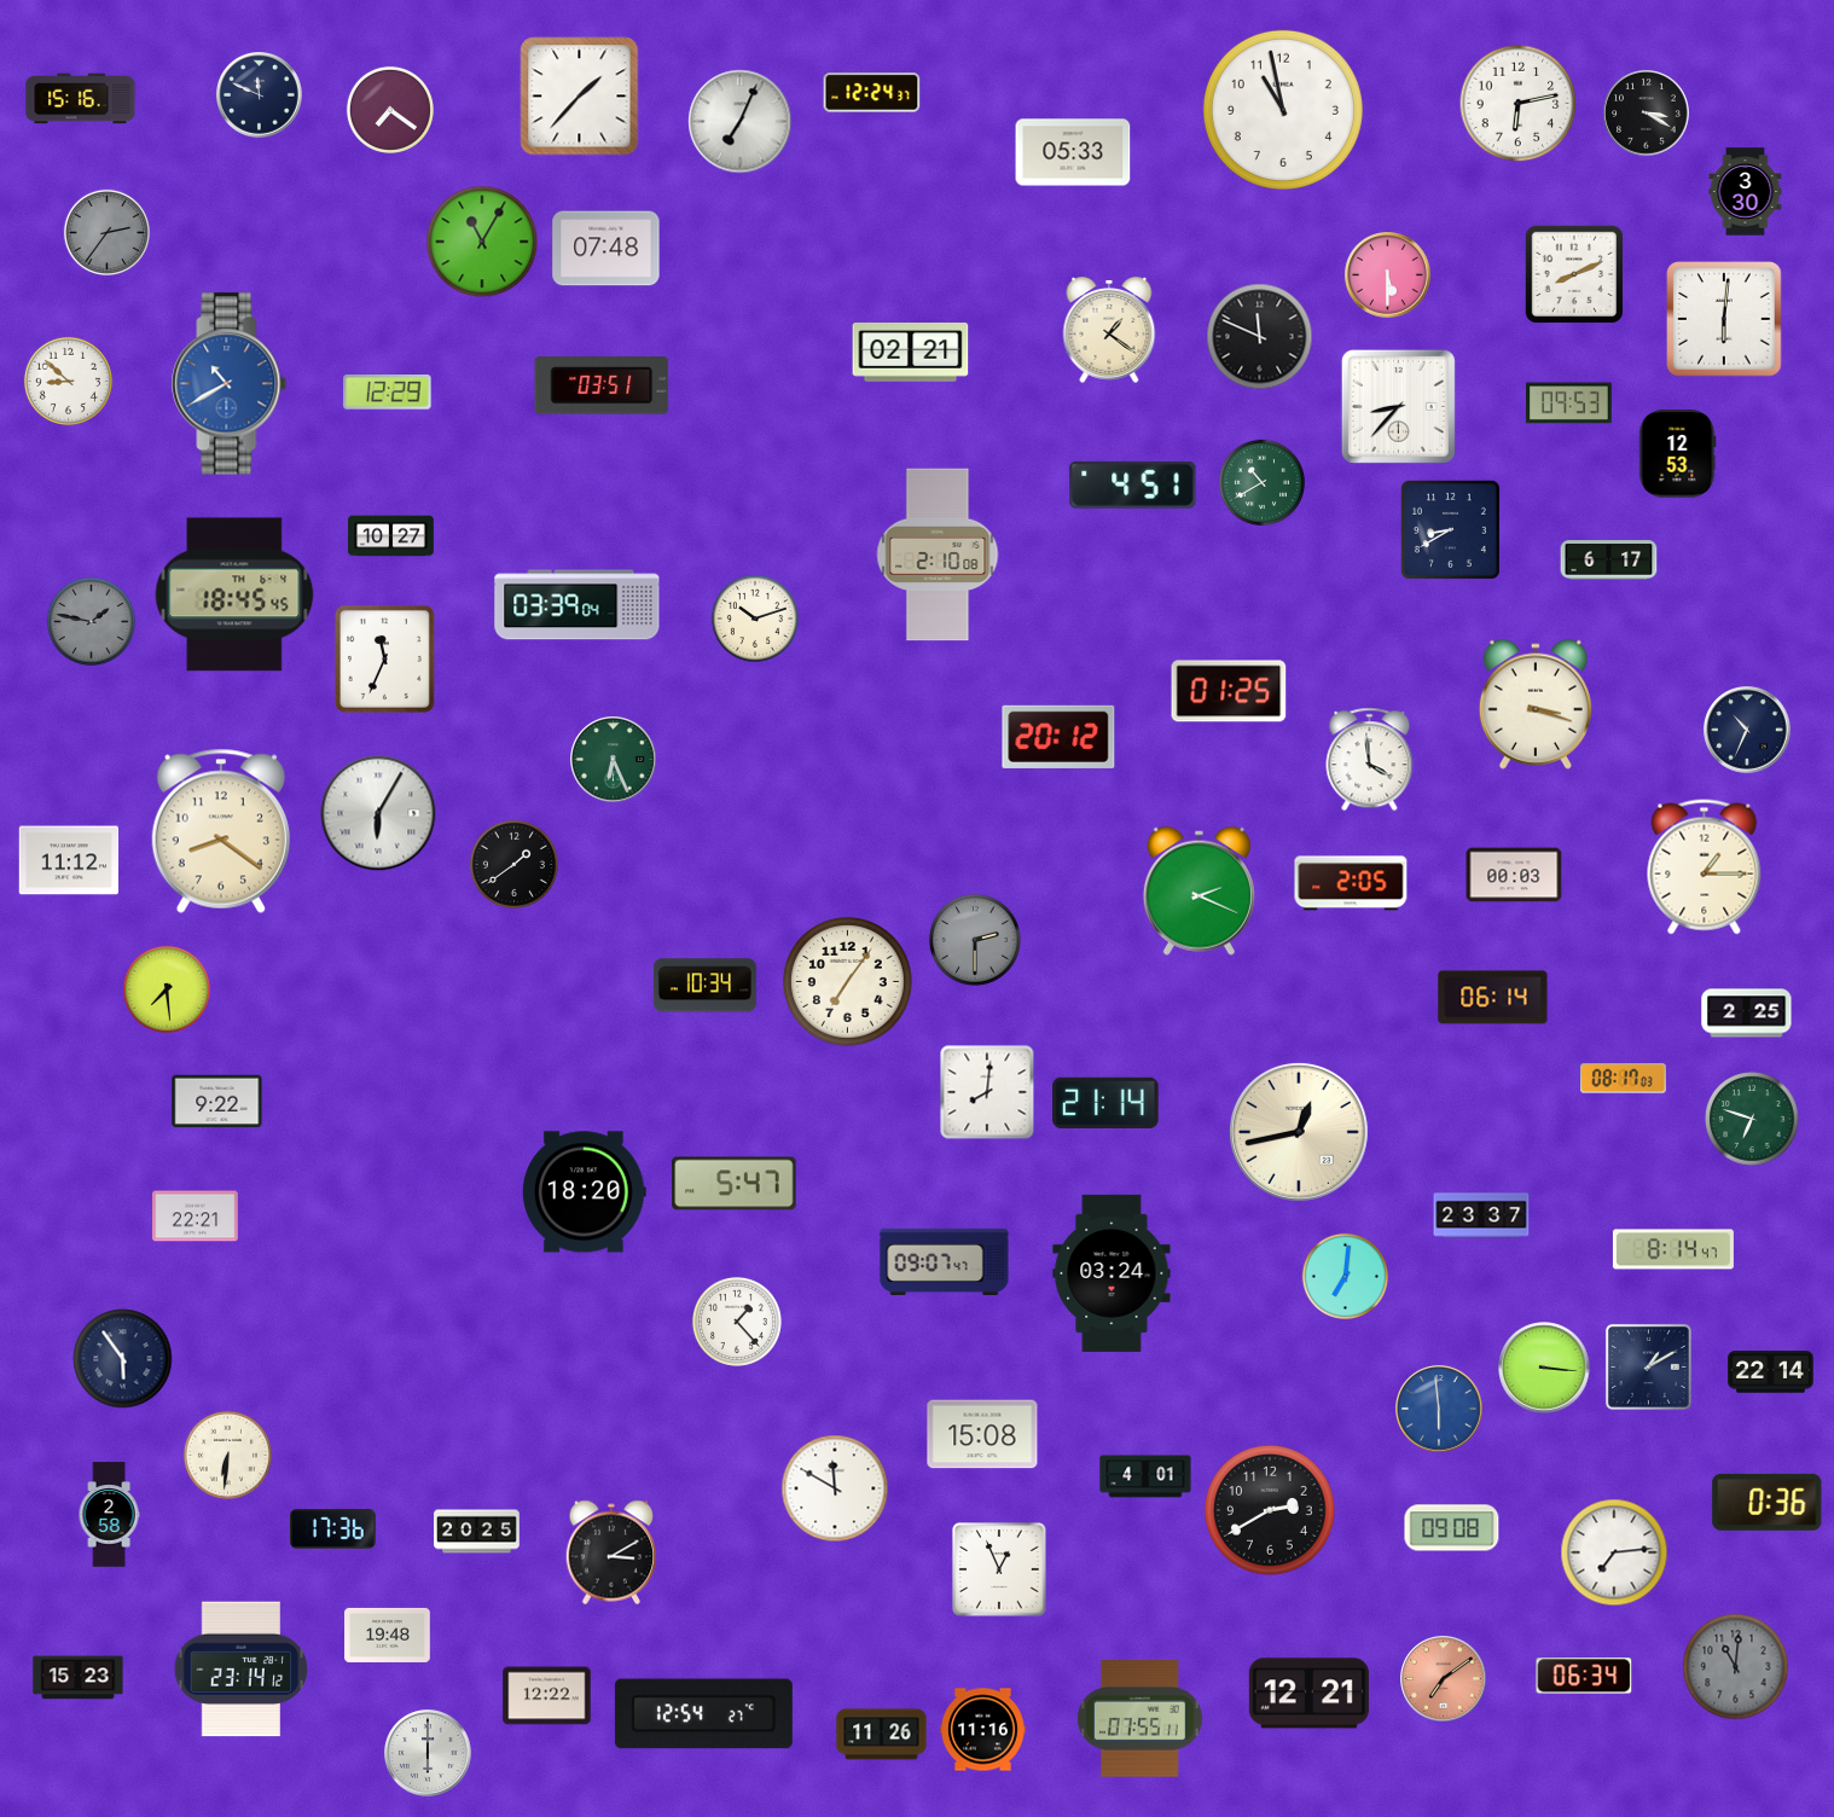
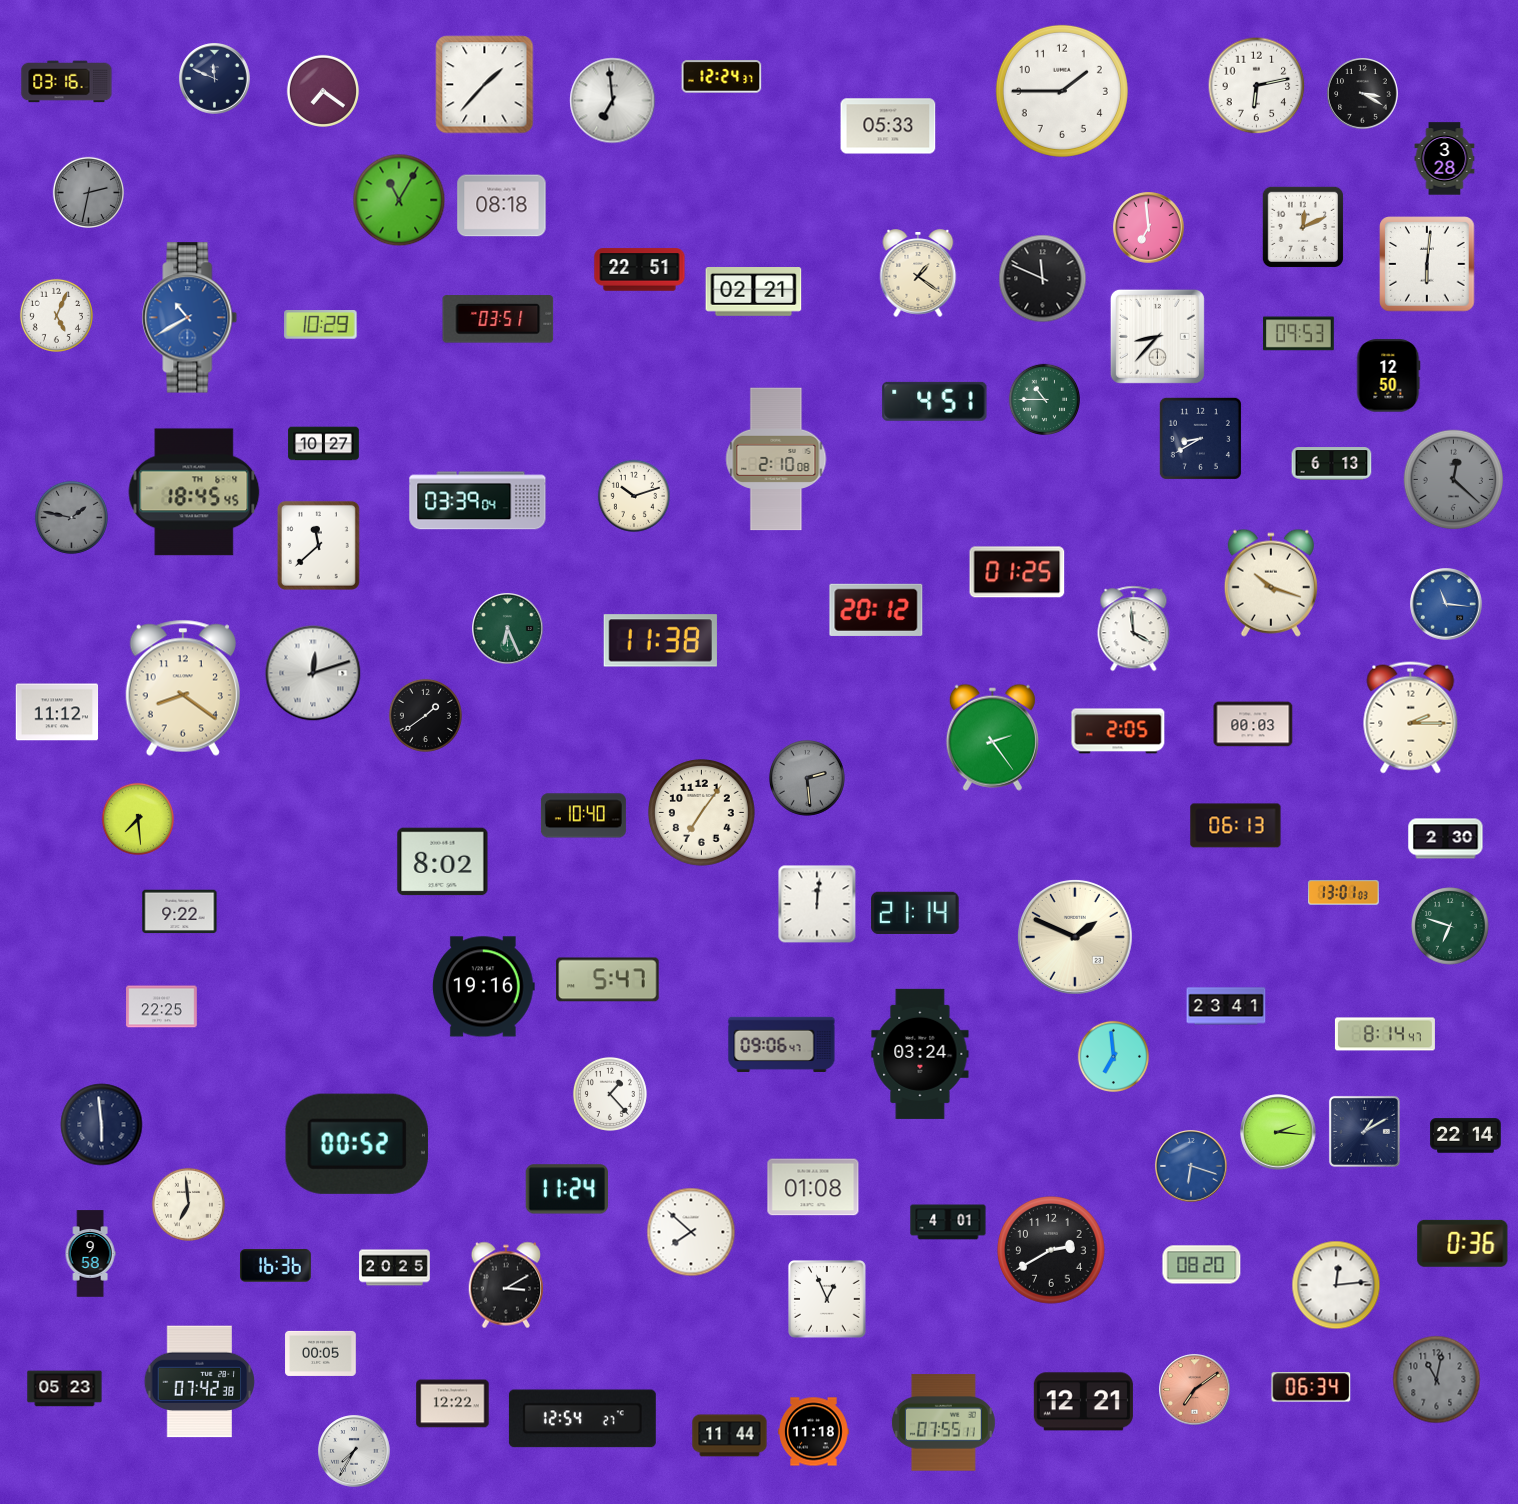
clock at (580, 97) position: (580, 97) -> (485, 85)
clock at (81, 99): 15:16 -> 03:16
clock at (1283, 110): 10:58 -> 1:45
clock at (741, 122): 7:04 -> 6:59
clock at (1746, 192): 3:30 -> 3:28
clock at (108, 233): 2:36 -> 2:32
clock at (607, 249): 07:48 -> 08:18
clock at (1573, 273): 8:11 -> 12:11
clock at (1388, 275): 5:30 -> 6:59
clock at (640, 270): none -> 22:51
clock at (68, 381): 8:52 -> 5:04
clock at (388, 393): 12:29 -> 10:29
clock at (1678, 454): 12:53 -> 12:50
clock at (1263, 483): 10:40 -> 10:45
clock at (1133, 484) position: (1133, 484) -> (935, 401)
clock at (1609, 561): 6:17 -> 6:13
clock at (1454, 480): none -> 12:22
clock at (755, 619) position: (755, 619) -> (634, 496)
clock at (91, 621) position: (91, 621) -> (71, 517)
clock at (384, 658): 11:34 -> 11:38
clock at (1536, 704): 3:18 -> 10:18
clock at (1747, 730): 10:34 -> 11:16
clock at (1747, 730) dial: navy -> blue
clock at (660, 641): none -> 11:38
clock at (378, 813): 6:05 -> 12:12
clock at (1705, 867): 1:15 -> 2:15
clock at (1199, 890): 2:19 -> 2:24
clock at (975, 940): 2:30 -> 2:29
clock at (704, 986): 10:34 -> 10:40
clock at (1493, 998): 06:14 -> 06:13
clock at (1747, 1014): 2:25 -> 2:30
clock at (443, 862): none -> 8:02
clock at (1624, 1079): 08:17 -> 13:01
clock at (987, 1092): 8:01 -> 12:01
clock at (1299, 1132): 12:43 -> 1:49
clock at (584, 1192): 18:20 -> 19:16
clock at (1481, 1215): 23:37 -> 23:41
clock at (196, 1217): 22:21 -> 22:25
clock at (945, 1261): 09:07 -> 09:06
clock at (1346, 1277): 7:01 -> 6:59
clock at (123, 1359): 5:54 -> 5:59
clock at (1544, 1368): 3:16 -> 2:16
clock at (357, 1144): none -> 00:52
clock at (1439, 1409): 5:59 -> 6:18
clock at (982, 1434): 15:08 -> 01:08
clock at (566, 1189): none -> 11:24
clock at (227, 1455): 6:31 -> 6:59
clock at (835, 1488): 11:50 -> 7:52
clock at (109, 1515): 2:58 -> 9:58
clock at (1452, 1528): 09:08 -> 08:20
clock at (333, 1529): 17:36 -> 16:36
clock at (1614, 1552): 7:14 -> 12:14
clock at (388, 1635): 19:48 -> 00:05
clock at (1736, 1667): 11:01 -> 11:02
clock at (242, 1670): 23:14 -> 07:42
clock at (79, 1678): 15:23 -> 05:23
clock at (983, 1730): 11:16 -> 11:18
clock at (882, 1735): 11:26 -> 11:44
clock at (428, 1753): 6:00 -> 7:35
